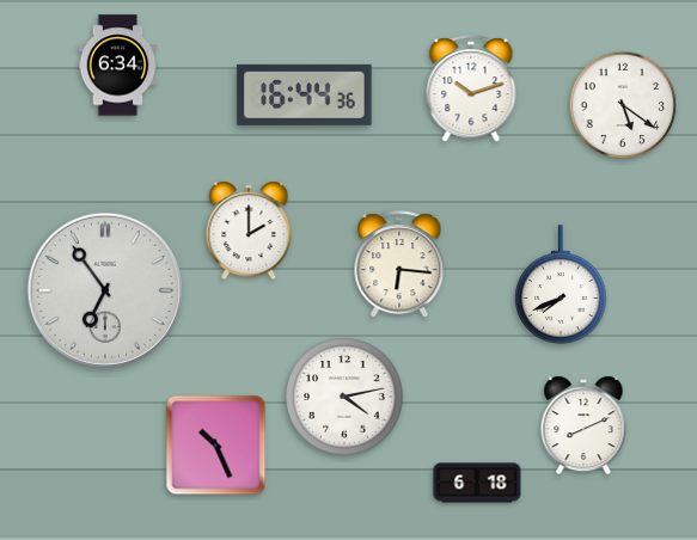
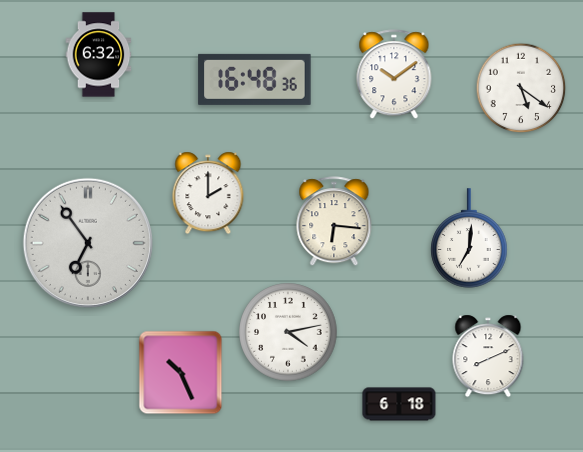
clock at (118, 66): 6:34 -> 6:32
clock at (471, 90): 10:12 -> 10:09
clock at (305, 94): 16:44 -> 16:48
clock at (561, 284): 7:41 -> 7:01
